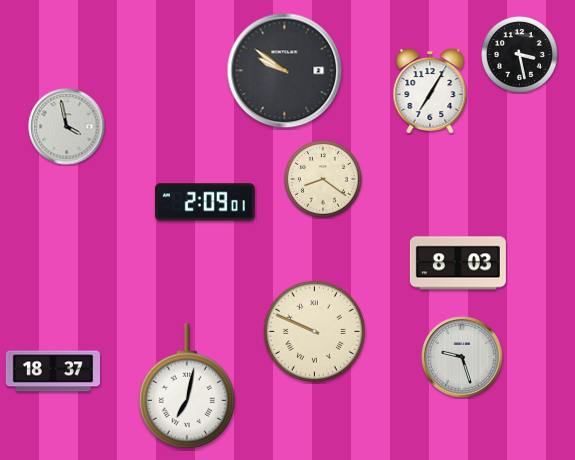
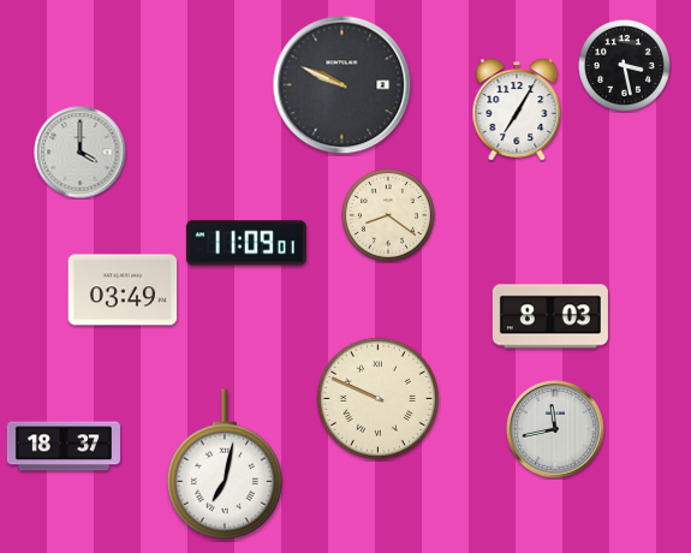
clock at (285, 71): 9:51 -> 9:49
clock at (67, 127): 3:58 -> 4:00
clock at (205, 202): 2:09 -> 11:09
clock at (123, 290): none -> 03:49
clock at (462, 357): 9:27 -> 11:43
